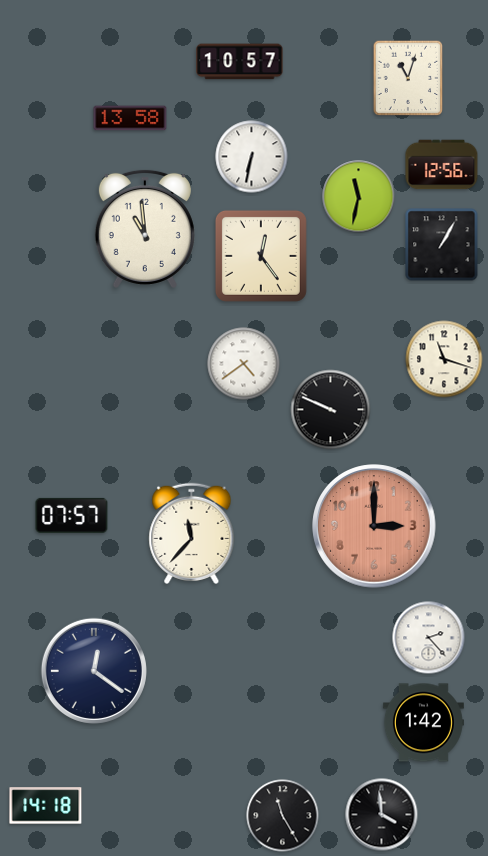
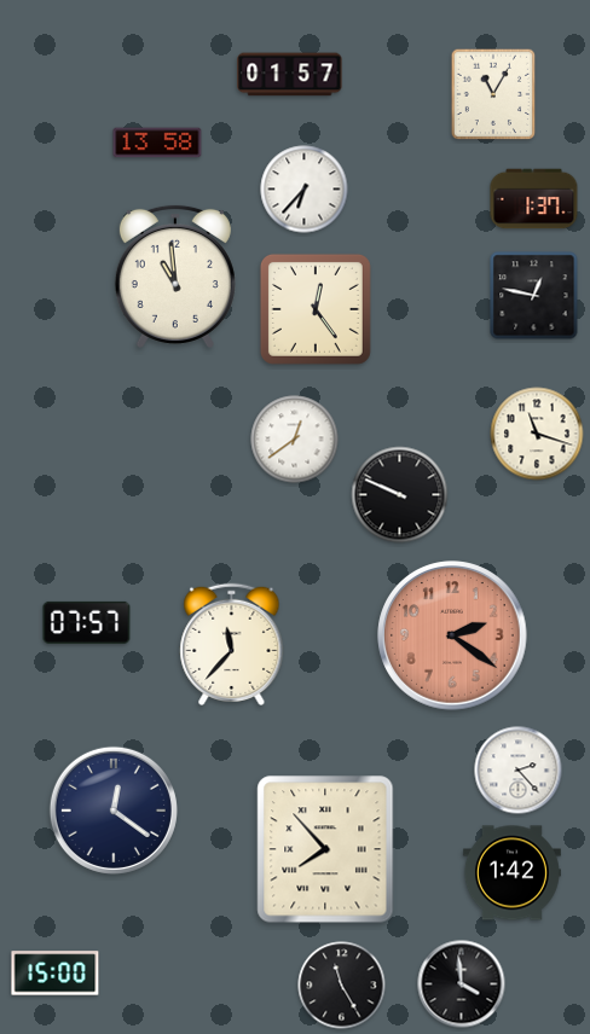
clock at (240, 62): 10:57 -> 01:57
clock at (408, 78): 11:03 -> 11:05
clock at (252, 157): 6:32 -> 6:37
clock at (442, 165): 12:56 -> 1:37
clock at (359, 197): 11:32 -> none
clock at (442, 245): 1:05 -> 12:47
clock at (244, 364): 4:39 -> 12:39
clock at (374, 526): 3:00 -> 2:21
clock at (325, 849): none -> 7:53
clock at (46, 806): 14:18 -> 15:00
